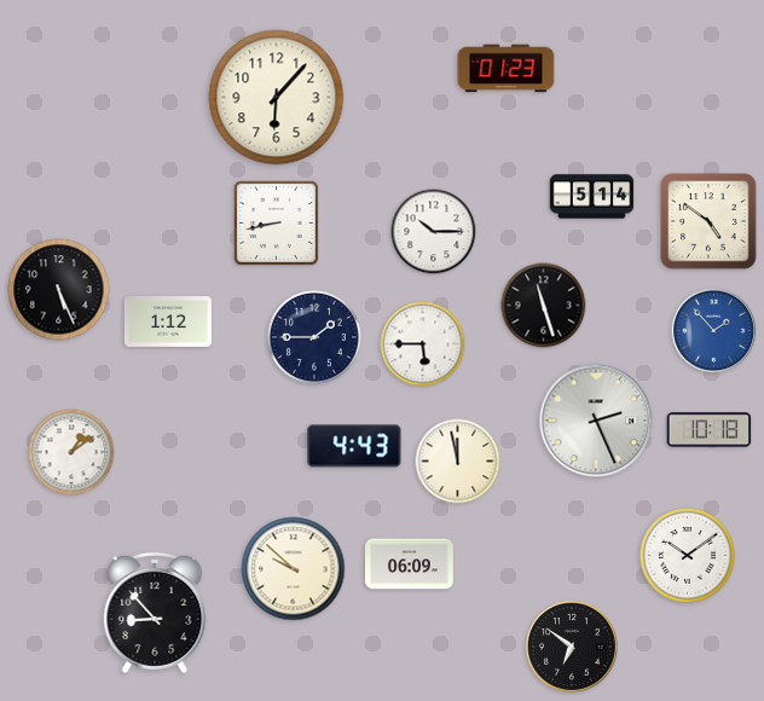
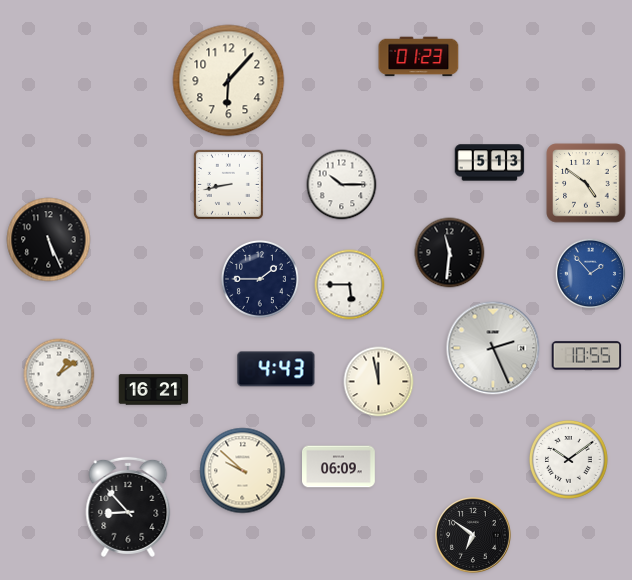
clock at (592, 197): 5:14 -> 5:13
clock at (434, 232) position: (434, 232) -> (342, 185)
clock at (544, 306): 11:27 -> 11:31
clock at (168, 323): 1:12 -> none
clock at (710, 430): 10:18 -> 10:55
clock at (354, 446) position: (354, 446) -> (276, 369)
clock at (154, 390): none -> 16:21
